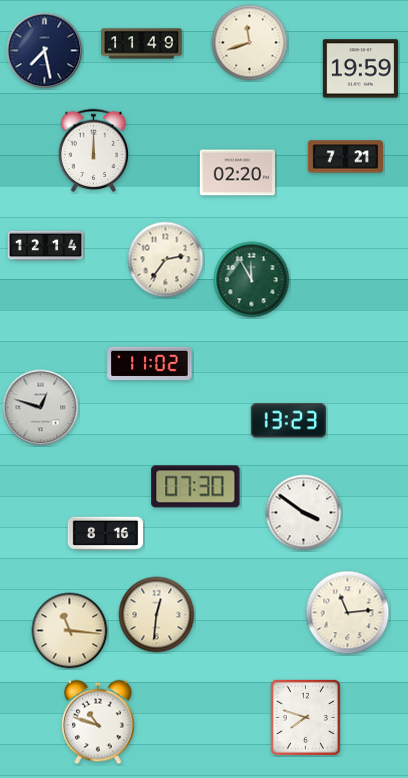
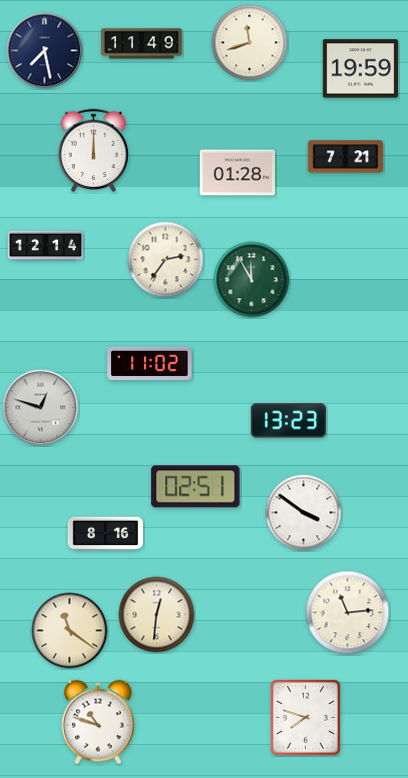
clock at (237, 173): 02:20 -> 01:28
clock at (196, 487): 07:30 -> 02:51
clock at (70, 631): 11:16 -> 11:21
